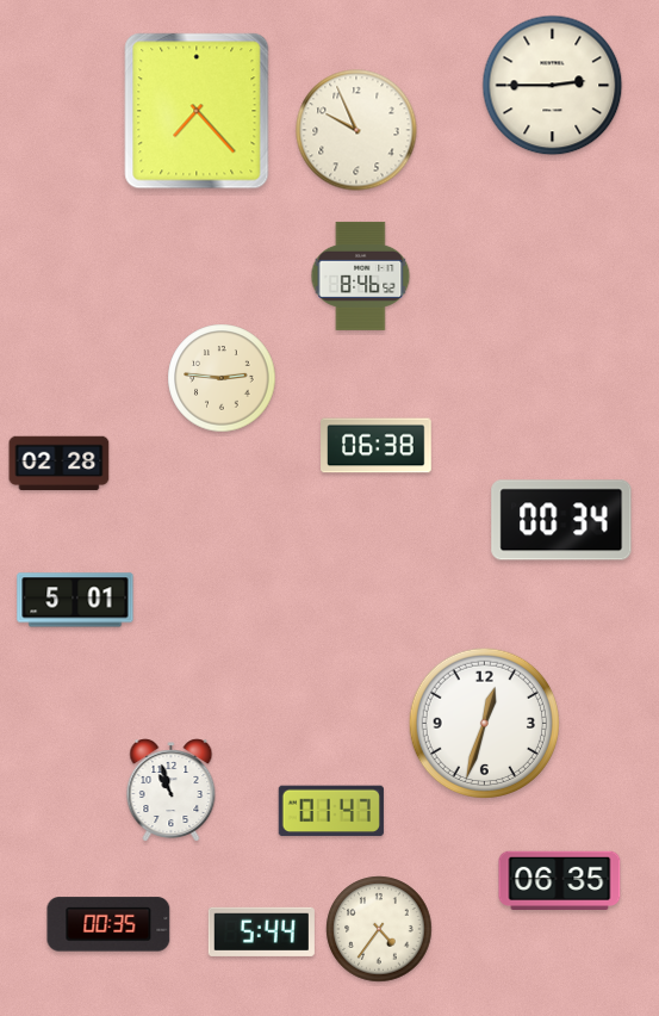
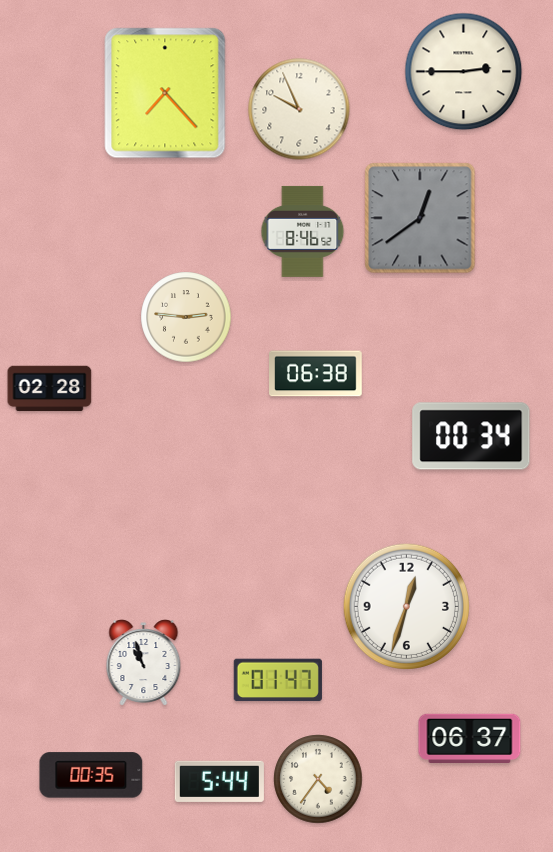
clock at (420, 218): none -> 12:39
clock at (75, 600): 5:01 -> none
clock at (560, 881): 06:35 -> 06:37
